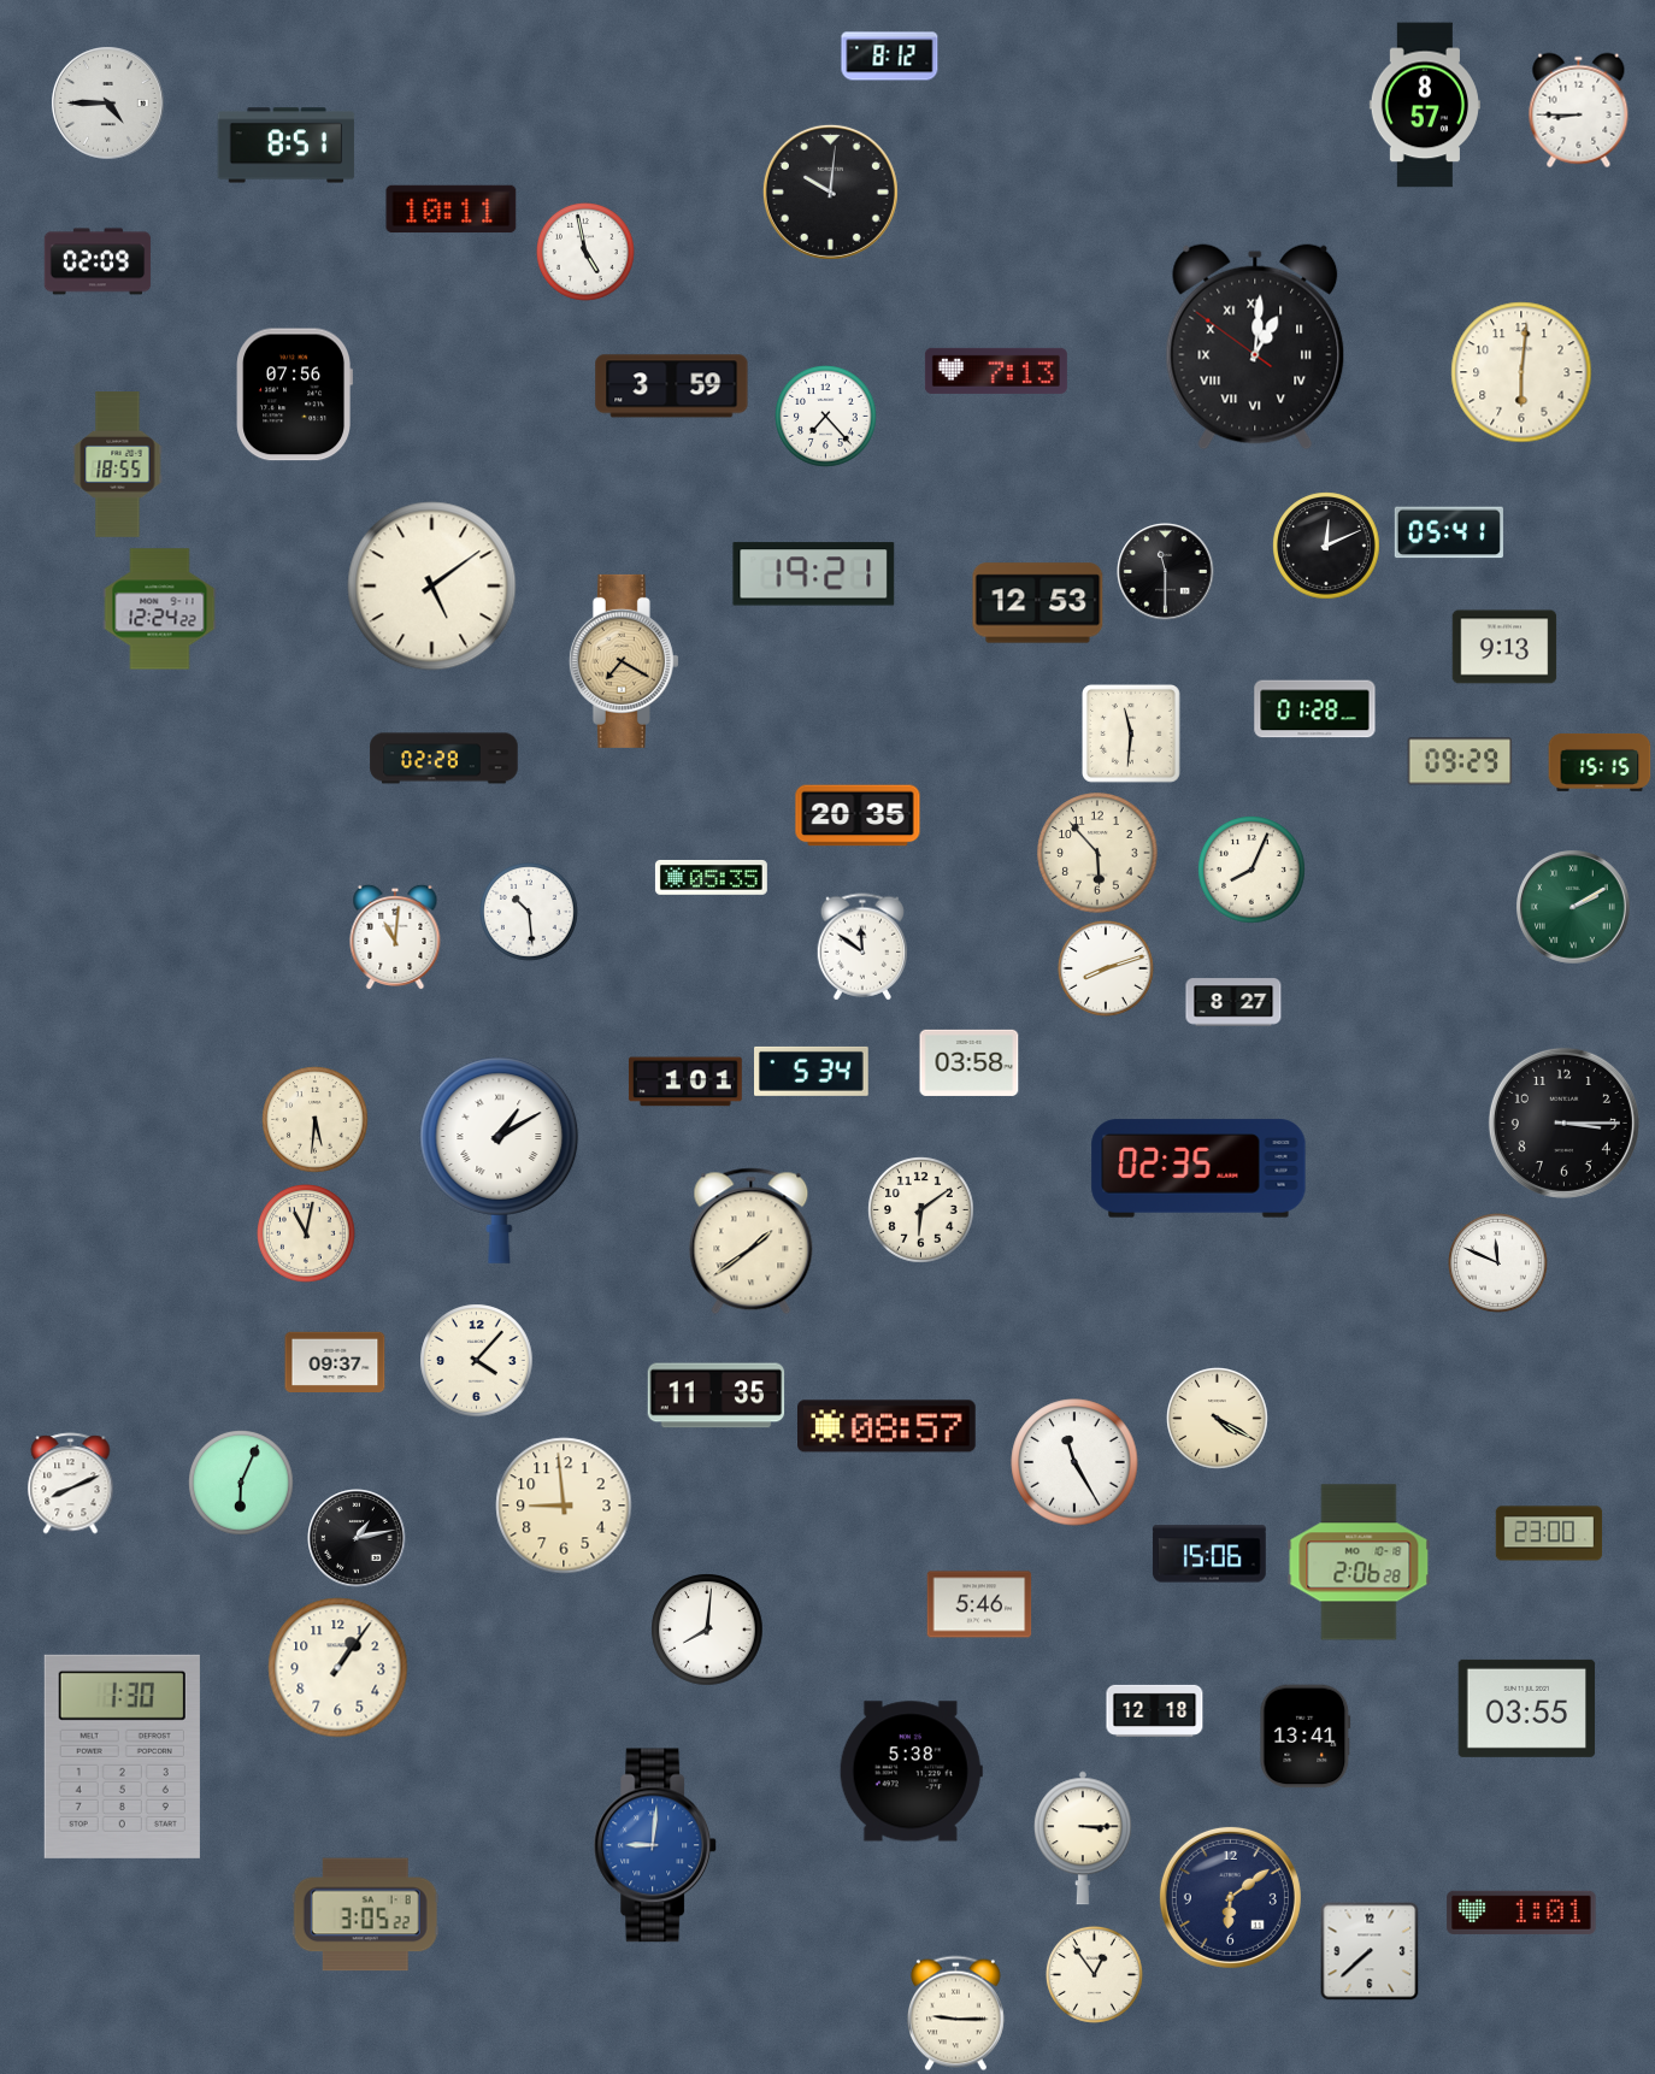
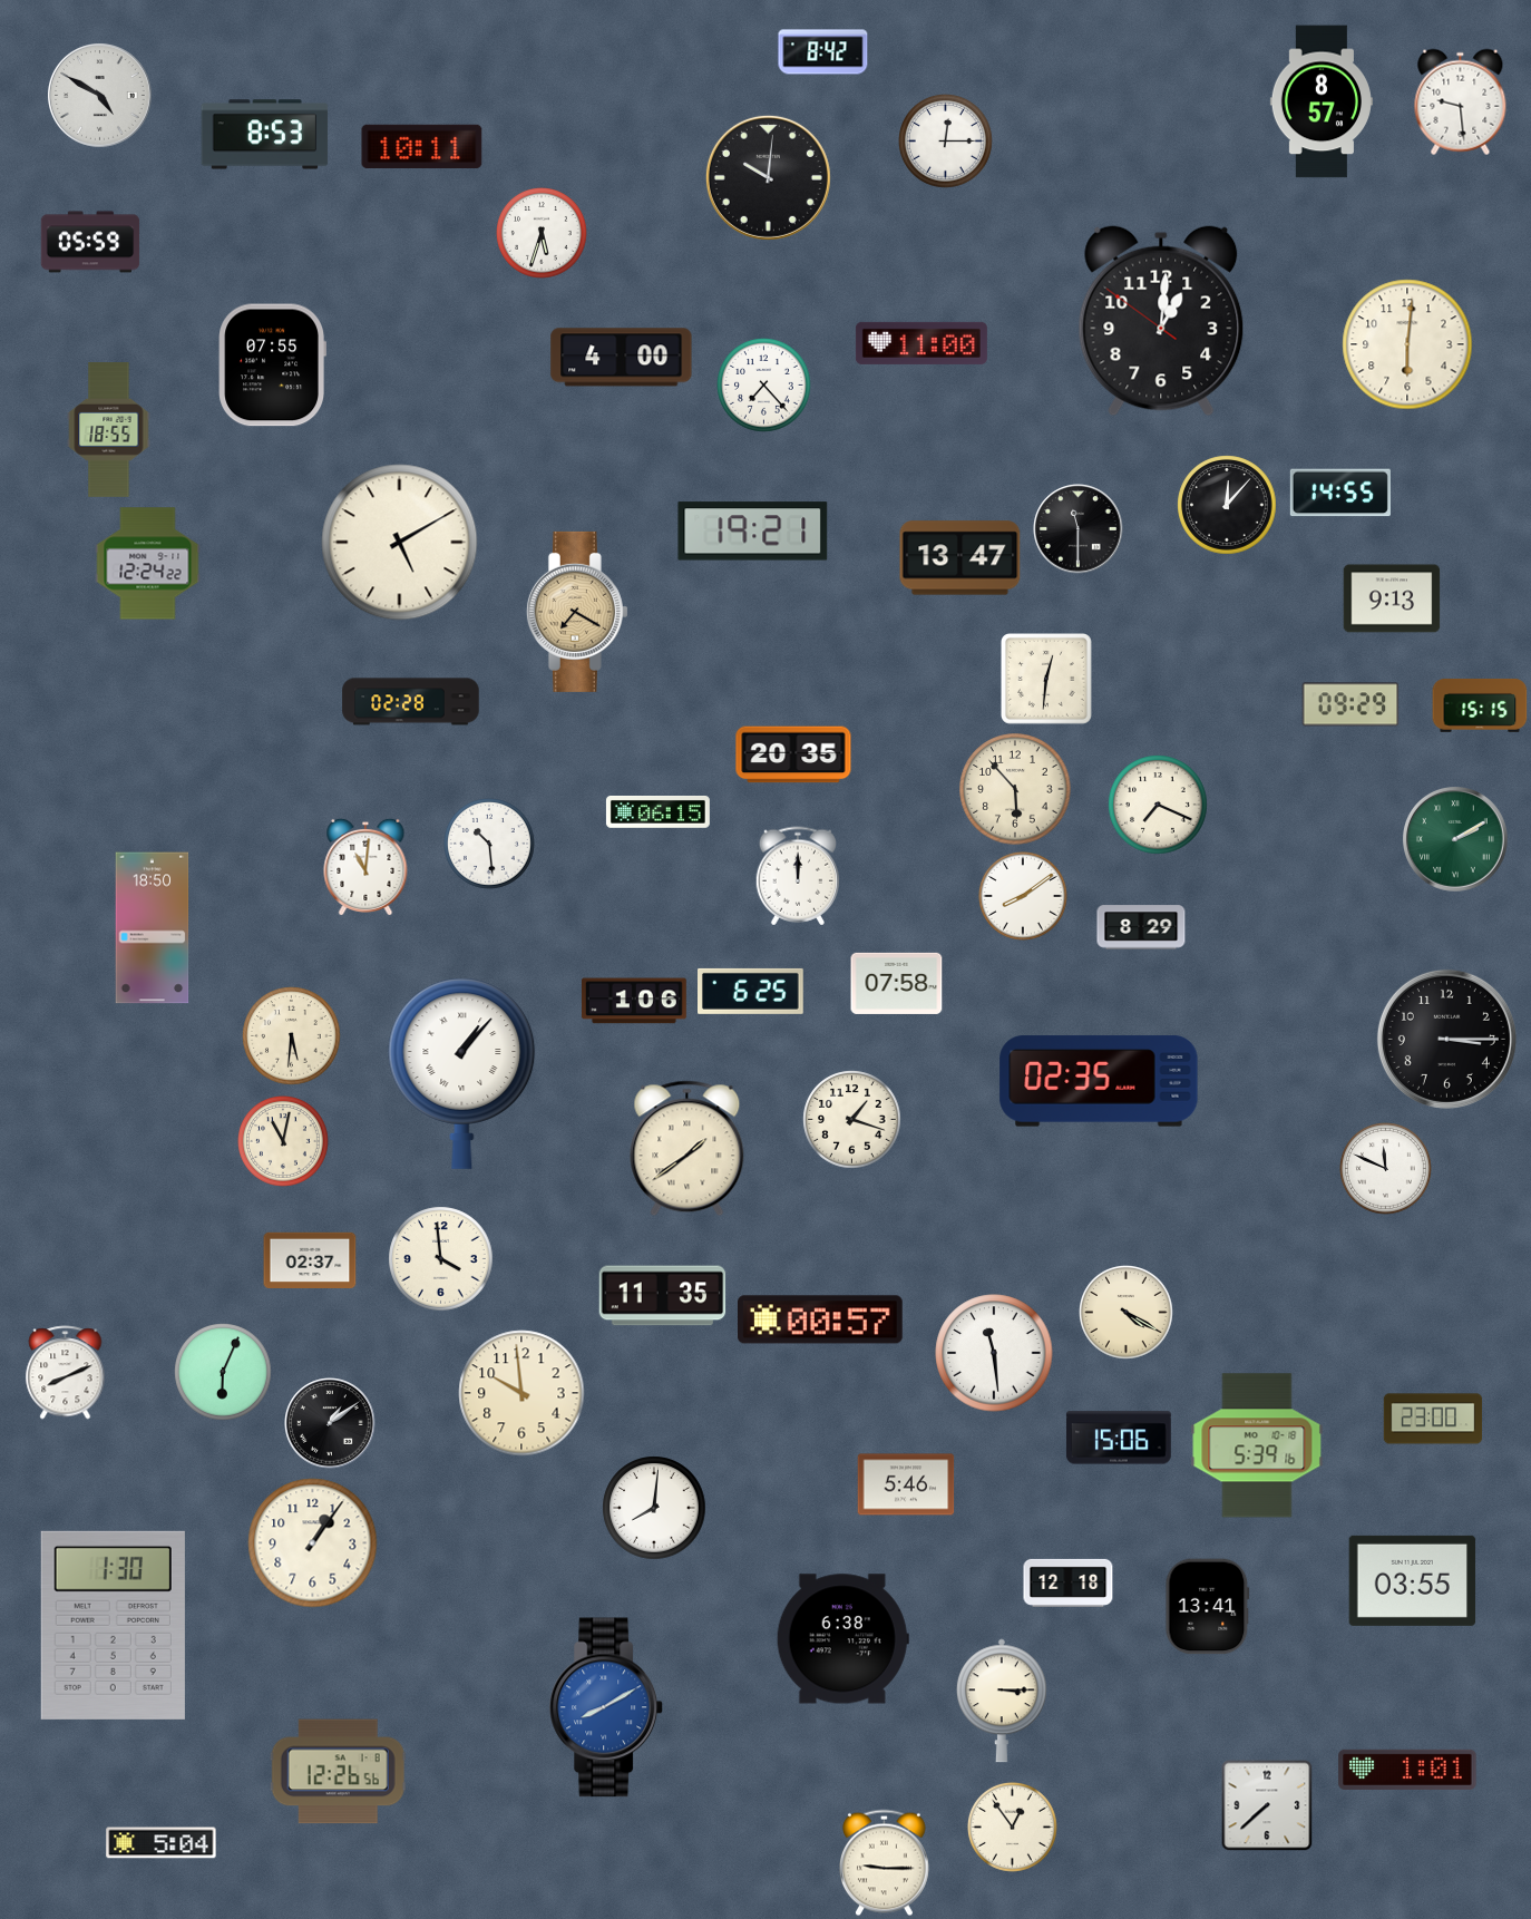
clock at (890, 57): 8:12 -> 8:42
clock at (108, 104): 4:45 -> 4:50
clock at (1425, 105) position: (1425, 105) -> (1322, 101)
clock at (1579, 111): 8:45 -> 9:29
clock at (287, 146): 8:51 -> 8:53
clock at (946, 142): none -> 12:15
clock at (452, 210) position: (452, 210) -> (422, 147)
clock at (587, 253): 4:58 -> 5:33
clock at (98, 261): 02:09 -> 05:59
clock at (1255, 347) numerals: Roman -> Arabic
clock at (996, 371): 7:13 -> 11:00
clock at (672, 387): 3:59 -> 4:00
clock at (294, 395): 07:56 -> 07:55
clock at (1449, 532): 05:41 -> 14:55
clock at (1326, 546): 12:11 -> 12:07
clock at (432, 587): 5:09 -> 5:10
clock at (1038, 603): 12:53 -> 13:47
clock at (1315, 709): 01:28 -> none
clock at (1132, 735): 11:31 -> 12:31
clock at (1251, 870): 8:04 -> 7:19
clock at (711, 878): 05:35 -> 06:15
clock at (862, 947): 11:51 -> 12:00
clock at (1106, 968): 8:12 -> 8:09
clock at (1233, 1002): 8:27 -> 8:29
clock at (153, 928): none -> 18:50
clock at (970, 1062): 03:58 -> 07:58
clock at (812, 1071): 5:34 -> 6:25
clock at (685, 1082): 1:01 -> 1:06
clock at (500, 1160): 1:10 -> 1:07
clock at (1198, 1168) position: (1198, 1168) -> (1099, 1081)
clock at (921, 1210): 6:09 -> 1:18
clock at (752, 1242) position: (752, 1242) -> (688, 1149)
clock at (335, 1361): 09:37 -> 02:37
clock at (477, 1361): 4:07 -> 3:59
clock at (717, 1396) position: (717, 1396) -> (663, 1296)
clock at (888, 1426): 08:57 -> 00:57
clock at (1074, 1462): 11:25 -> 11:29
clock at (564, 1506): 8:59 -> 9:59
clock at (357, 1538): 1:13 -> 1:09
clock at (1359, 1562): 2:06 -> 5:39
clock at (911, 1772): 5:38 -> 6:38
clock at (656, 1845): 9:01 -> 8:10
clock at (1230, 1897): 6:09 -> none
clock at (365, 1915): 3:05 -> 12:26
clock at (162, 1843): none -> 5:04
